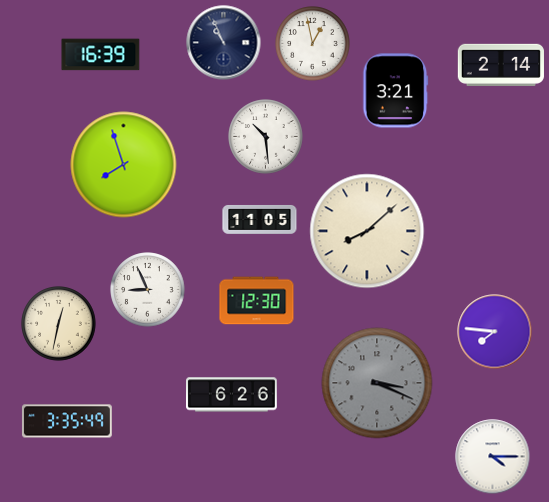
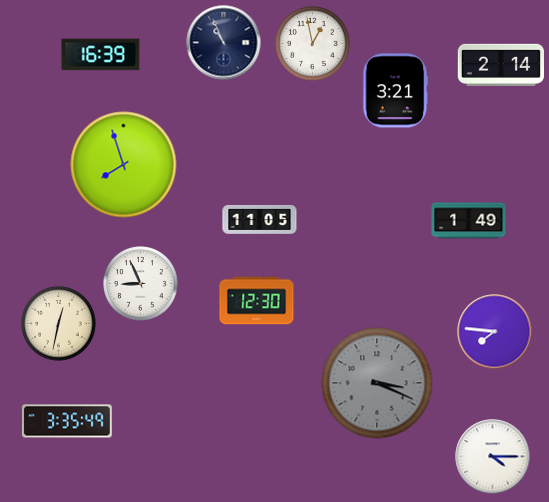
clock at (266, 137): 10:29 -> none
clock at (469, 221): none -> 1:49
clock at (367, 231): 8:08 -> none
clock at (148, 290) position: (148, 290) -> (141, 284)
clock at (232, 395): 6:26 -> none
